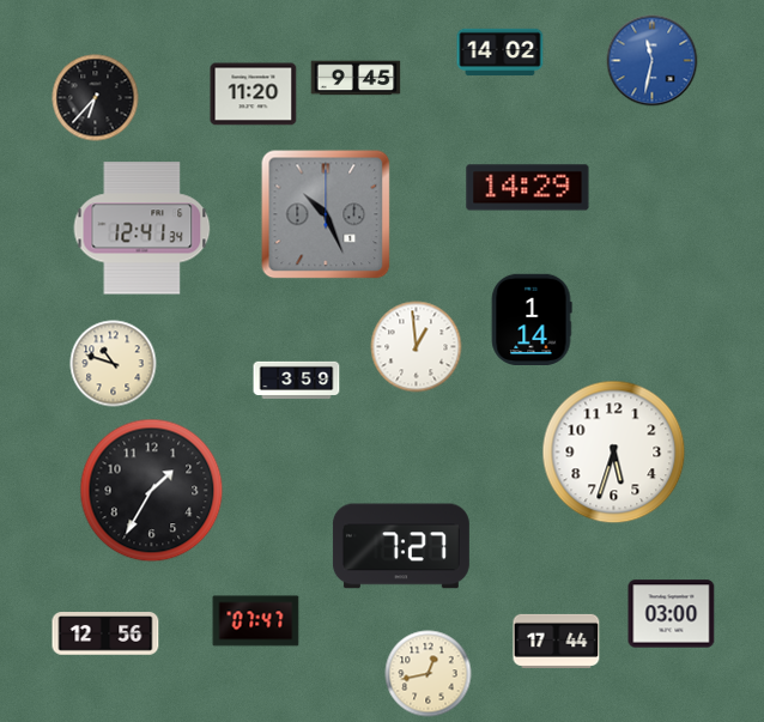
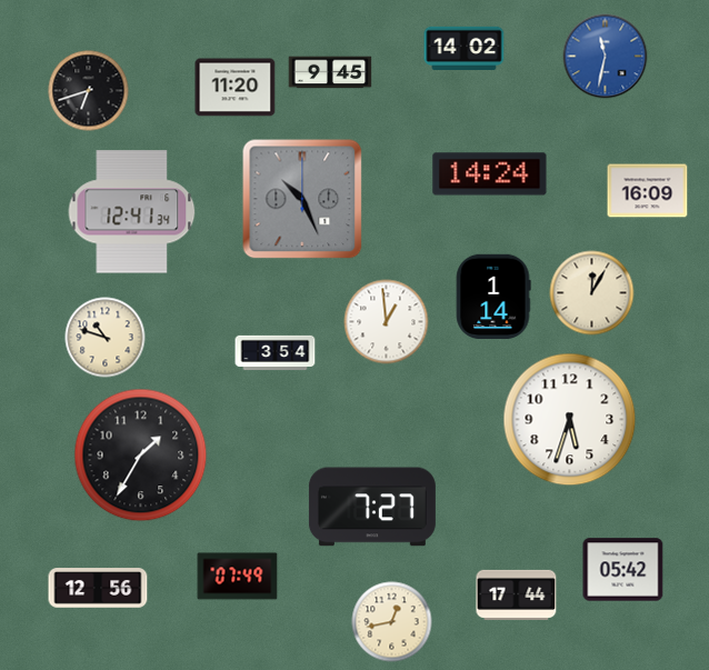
clock at (96, 98): 6:37 -> 6:42
clock at (528, 188): 14:29 -> 14:24
clock at (648, 191): none -> 16:09
clock at (592, 293): none -> 12:05
clock at (297, 381): 3:59 -> 3:54
clock at (672, 614): 03:00 -> 05:42
clock at (256, 621): 07:47 -> 07:49
clock at (429, 674) position: (429, 674) -> (392, 622)
